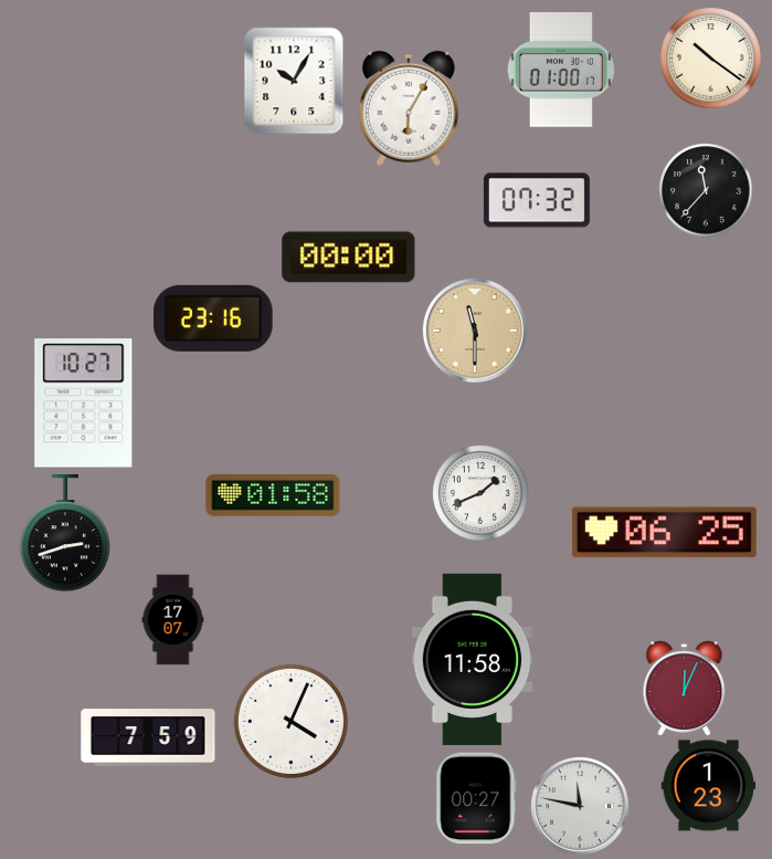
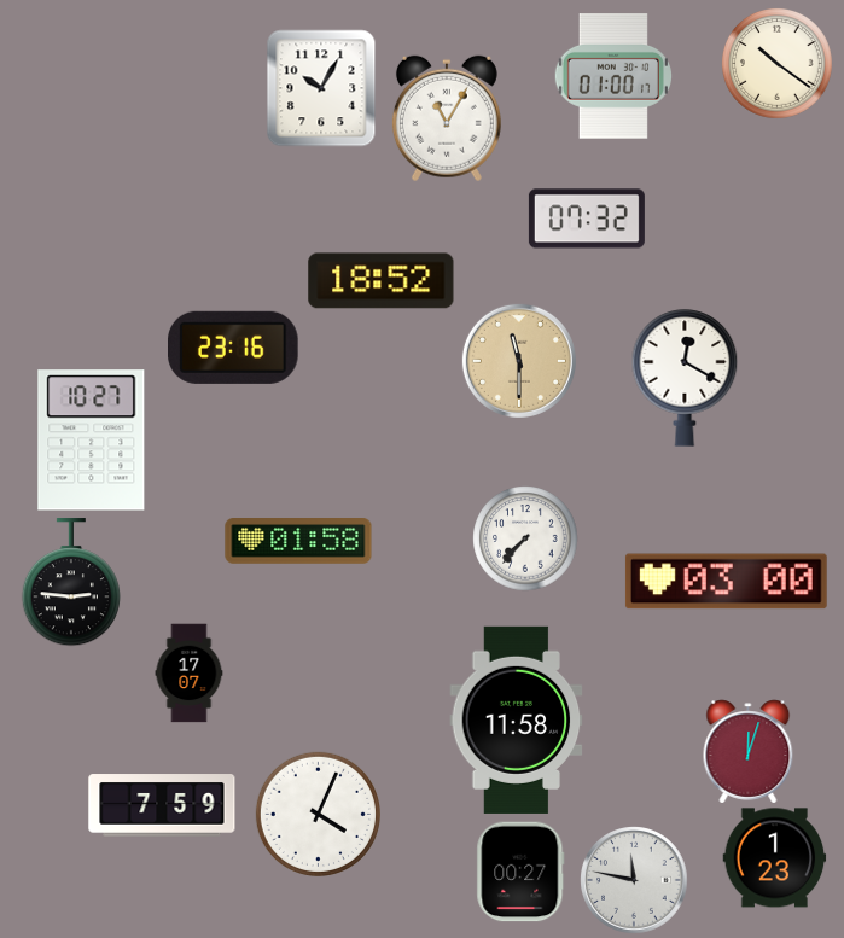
clock at (409, 108): 6:05 -> 11:05
clock at (706, 190): 11:37 -> none
clock at (349, 258): 00:00 -> 18:52
clock at (685, 378): none -> 12:20
clock at (480, 493): 1:41 -> 7:37
clock at (64, 533): 2:42 -> 2:46
clock at (664, 533): 06:25 -> 03:00
clock at (173, 619) position: (173, 619) -> (190, 672)
clock at (685, 688): 12:04 -> 12:03
clock at (290, 721) position: (290, 721) -> (318, 814)
